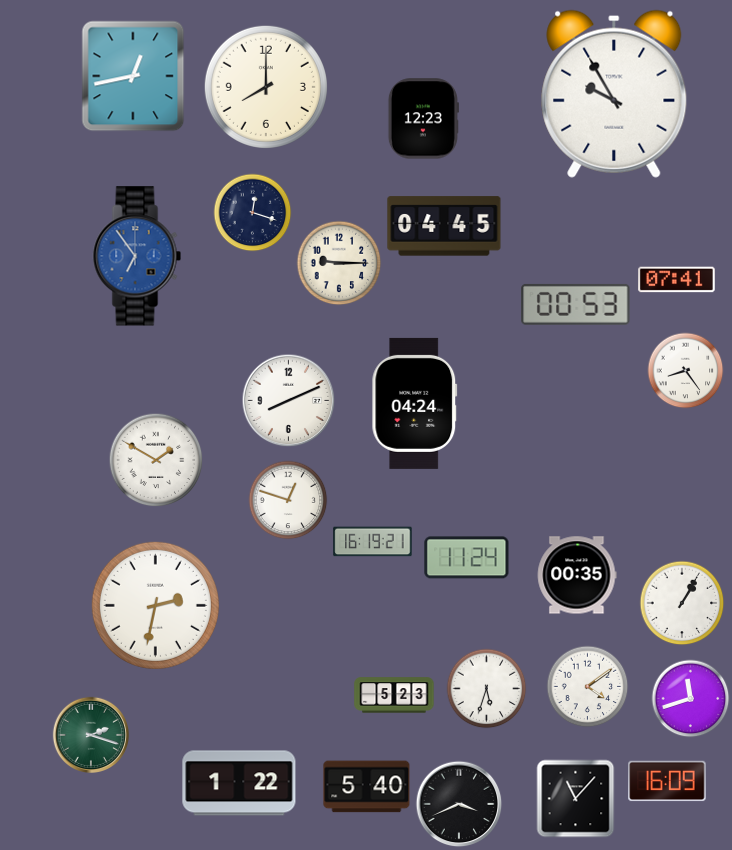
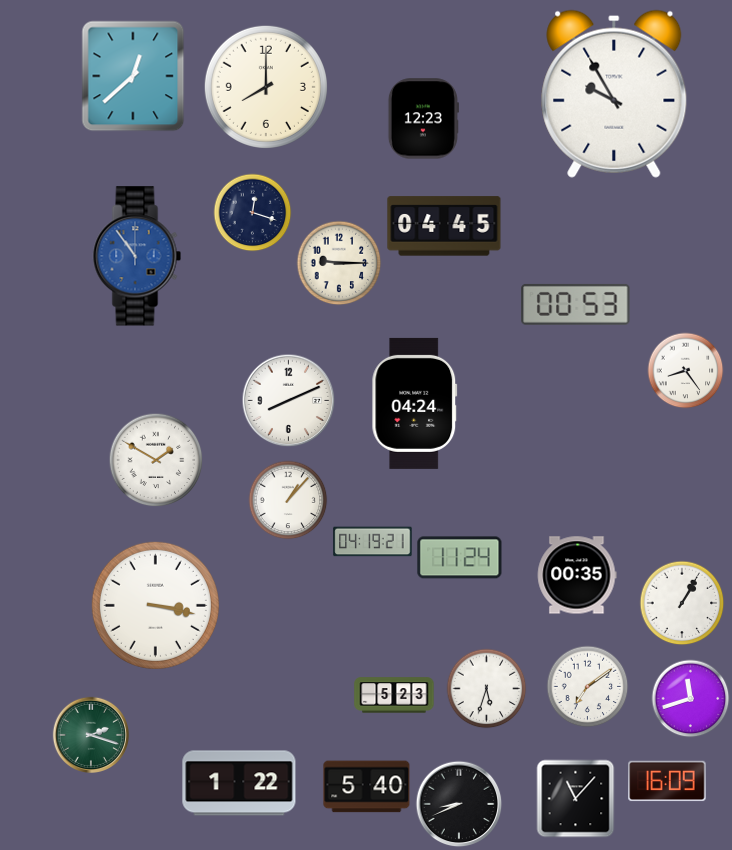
clock at (133, 76): 12:43 -> 12:38
clock at (137, 256): 6:54 -> 10:54
clock at (677, 280): 07:41 -> none
clock at (288, 500): 12:48 -> 1:07
clock at (373, 542): 16:19 -> 04:19
clock at (467, 558) position: (467, 558) -> (460, 558)
clock at (155, 605): 2:32 -> 3:17
clock at (588, 687): 4:09 -> 7:09
clock at (459, 804): 3:41 -> 8:41
